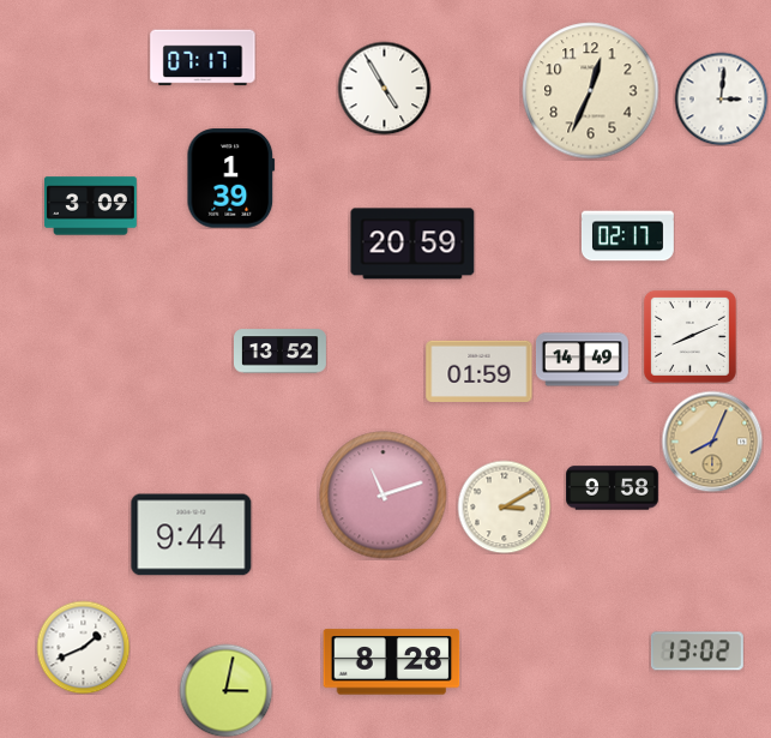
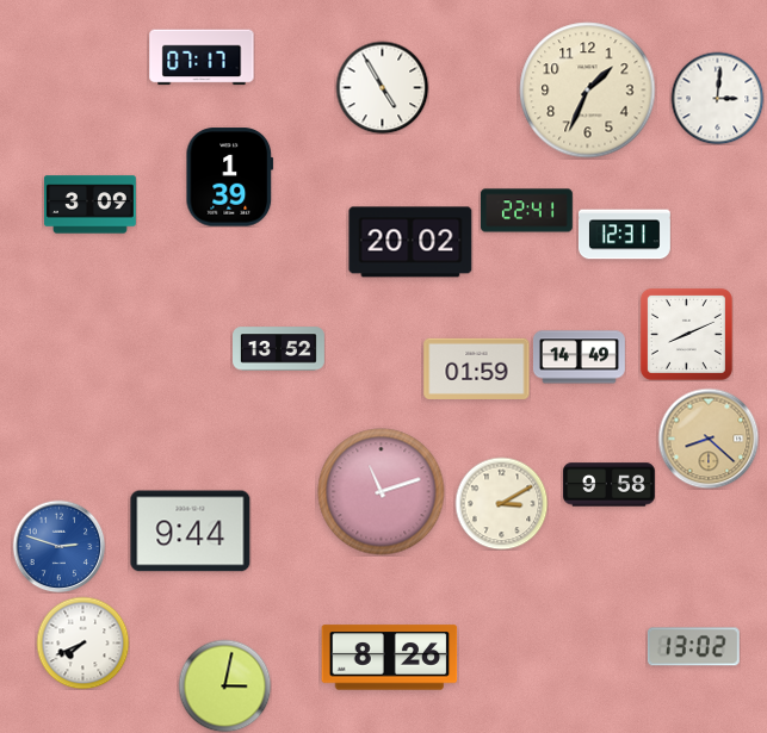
clock at (591, 91): 12:34 -> 1:34
clock at (526, 211): none -> 22:41
clock at (628, 236): 02:17 -> 12:31
clock at (412, 244): 20:59 -> 20:02
clock at (712, 442): 8:04 -> 8:22
clock at (58, 546): none -> 2:48
clock at (83, 647): 1:41 -> 7:41
clock at (392, 662): 8:28 -> 8:26
